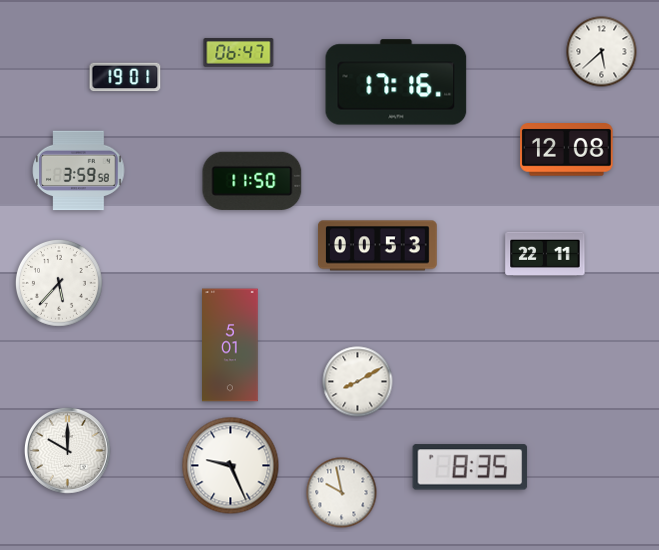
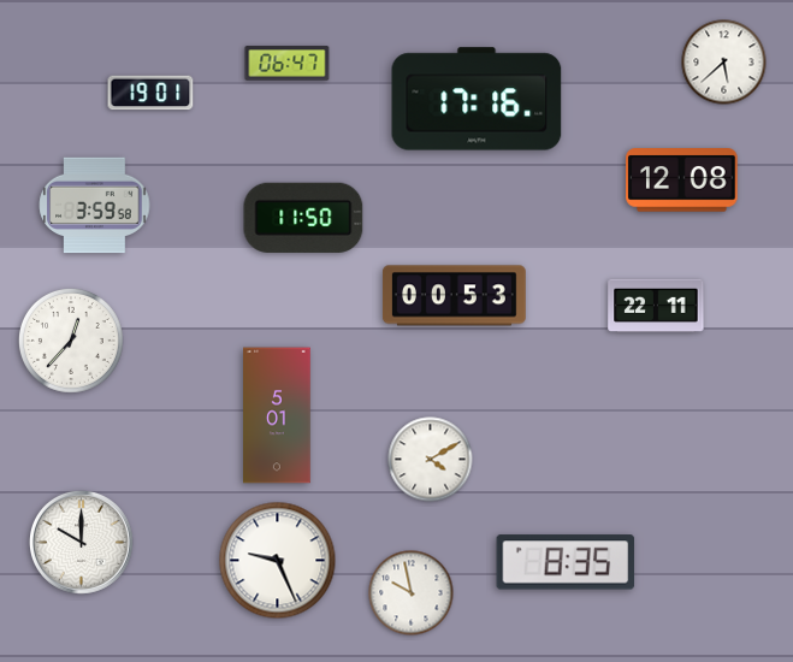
clock at (59, 283): 5:37 -> 12:37
clock at (358, 382): 8:10 -> 4:10
